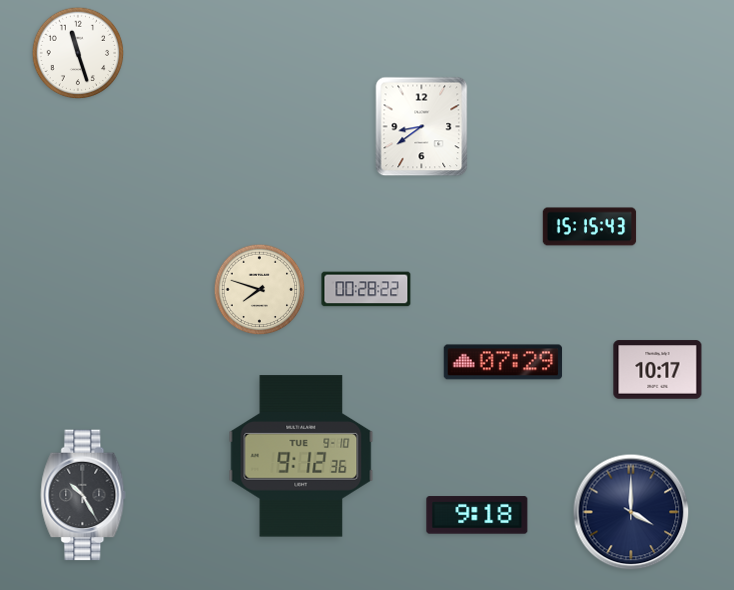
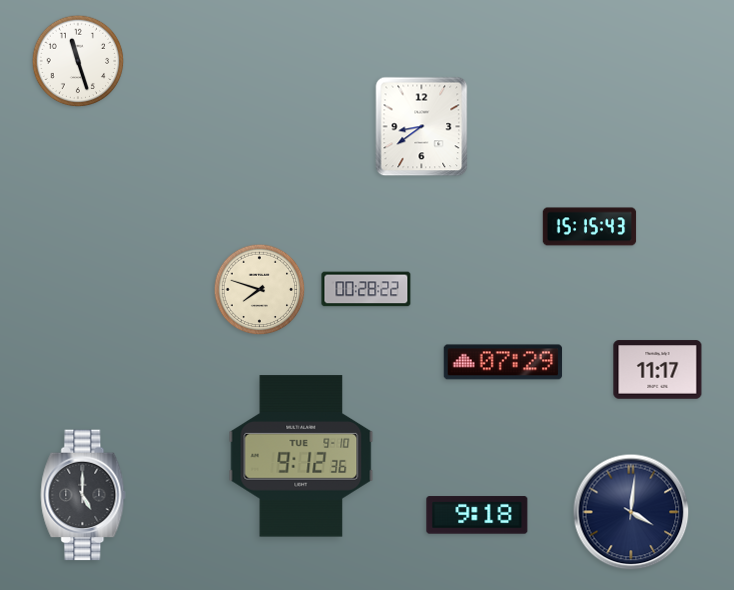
clock at (78, 53) position: (78, 53) -> (78, 61)
clock at (658, 370): 10:17 -> 11:17
clock at (83, 495): 10:25 -> 5:00
clock at (631, 512): 4:00 -> 4:01
